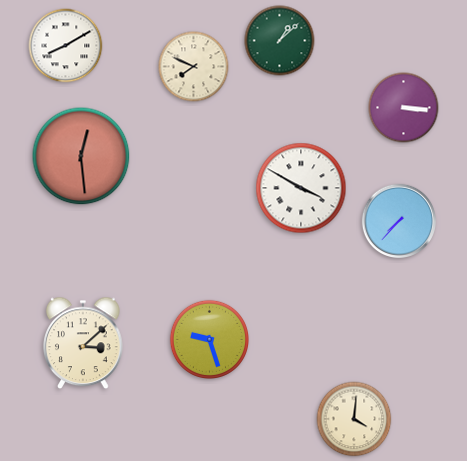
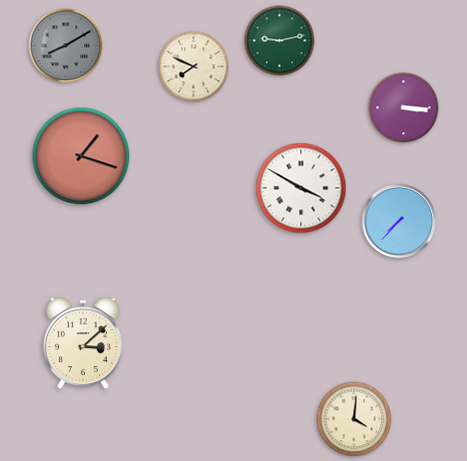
clock at (280, 41): 1:08 -> 9:13
clock at (66, 46) dial: white -> grey
clock at (81, 156): 12:29 -> 1:18
clock at (209, 339): 9:27 -> none
